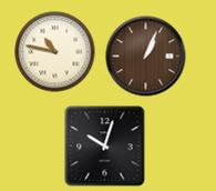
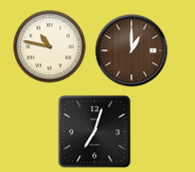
clock at (146, 57): 1:04 -> 1:00
clock at (105, 147): 10:03 -> 7:03
